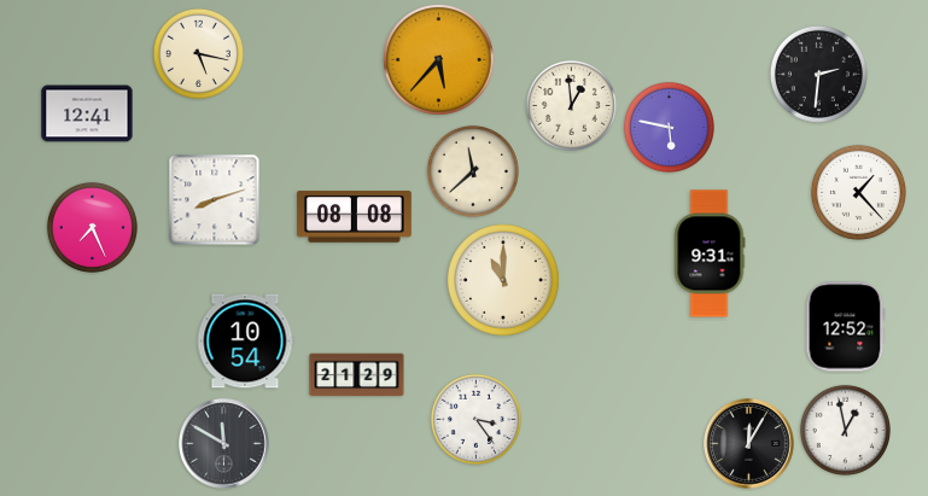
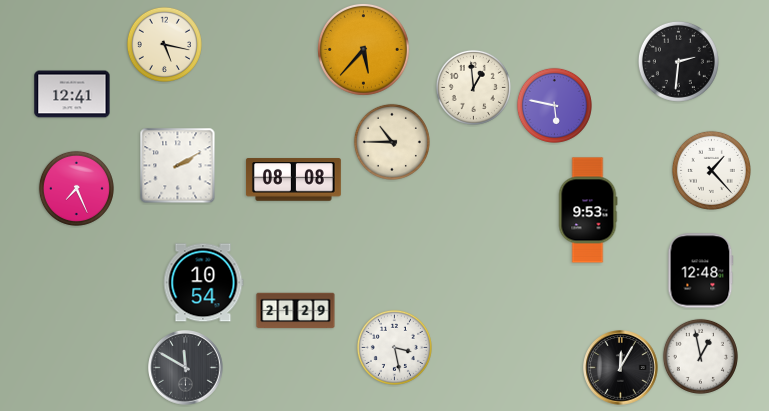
clock at (473, 171): 11:38 -> 10:45
clock at (858, 192) position: (858, 192) -> (711, 170)
clock at (215, 200): 8:12 -> 2:10
clock at (710, 253): 9:31 -> 9:53
clock at (504, 281): 11:00 -> none
clock at (845, 327): 12:52 -> 12:48
clock at (475, 419): 3:24 -> 3:28
